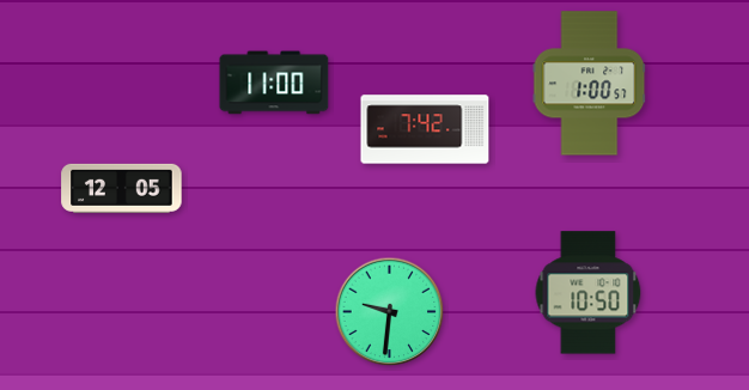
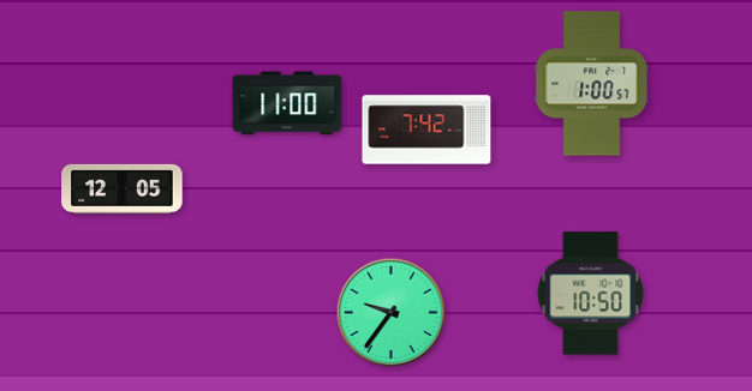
clock at (274, 83) position: (274, 83) -> (287, 103)
clock at (390, 312): 9:31 -> 9:36
